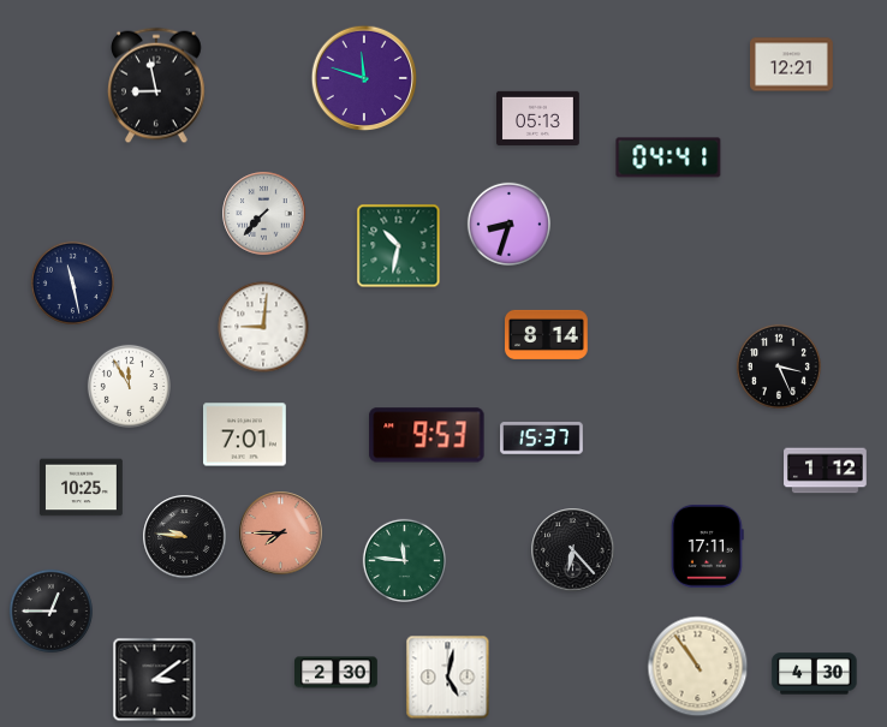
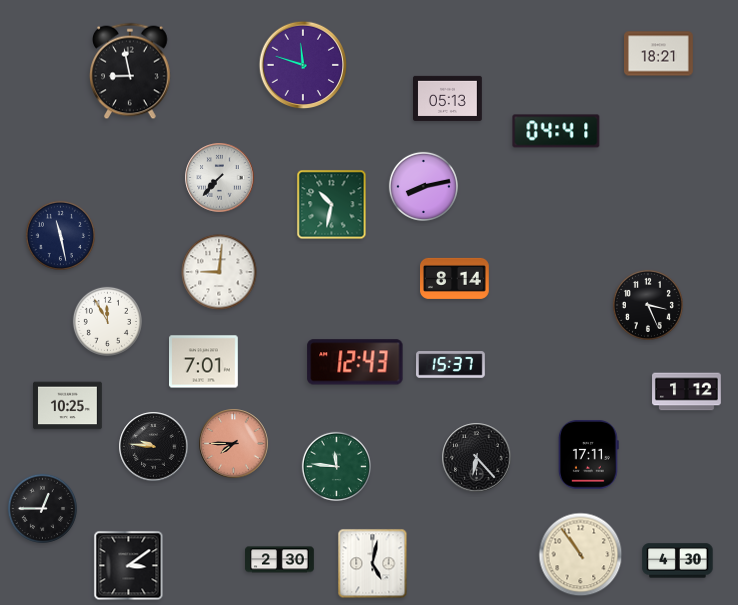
clock at (792, 65): 12:21 -> 18:21
clock at (508, 224): 8:33 -> 8:13
clock at (427, 435): 9:53 -> 12:43
